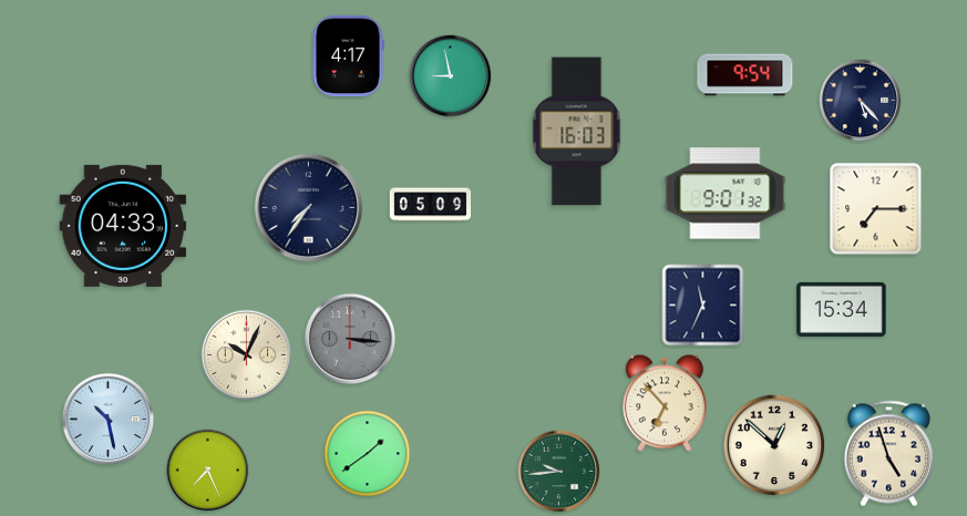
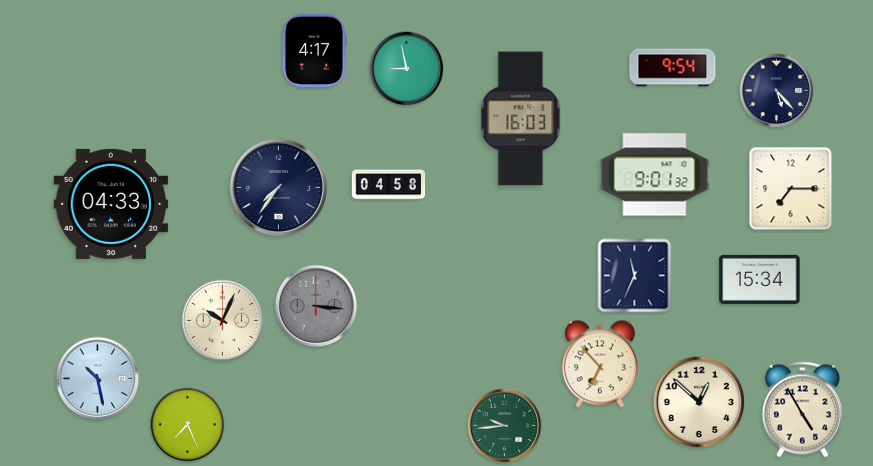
clock at (431, 205): 05:09 -> 04:58
clock at (368, 454): 1:39 -> none
clock at (888, 454): 4:57 -> 4:55
